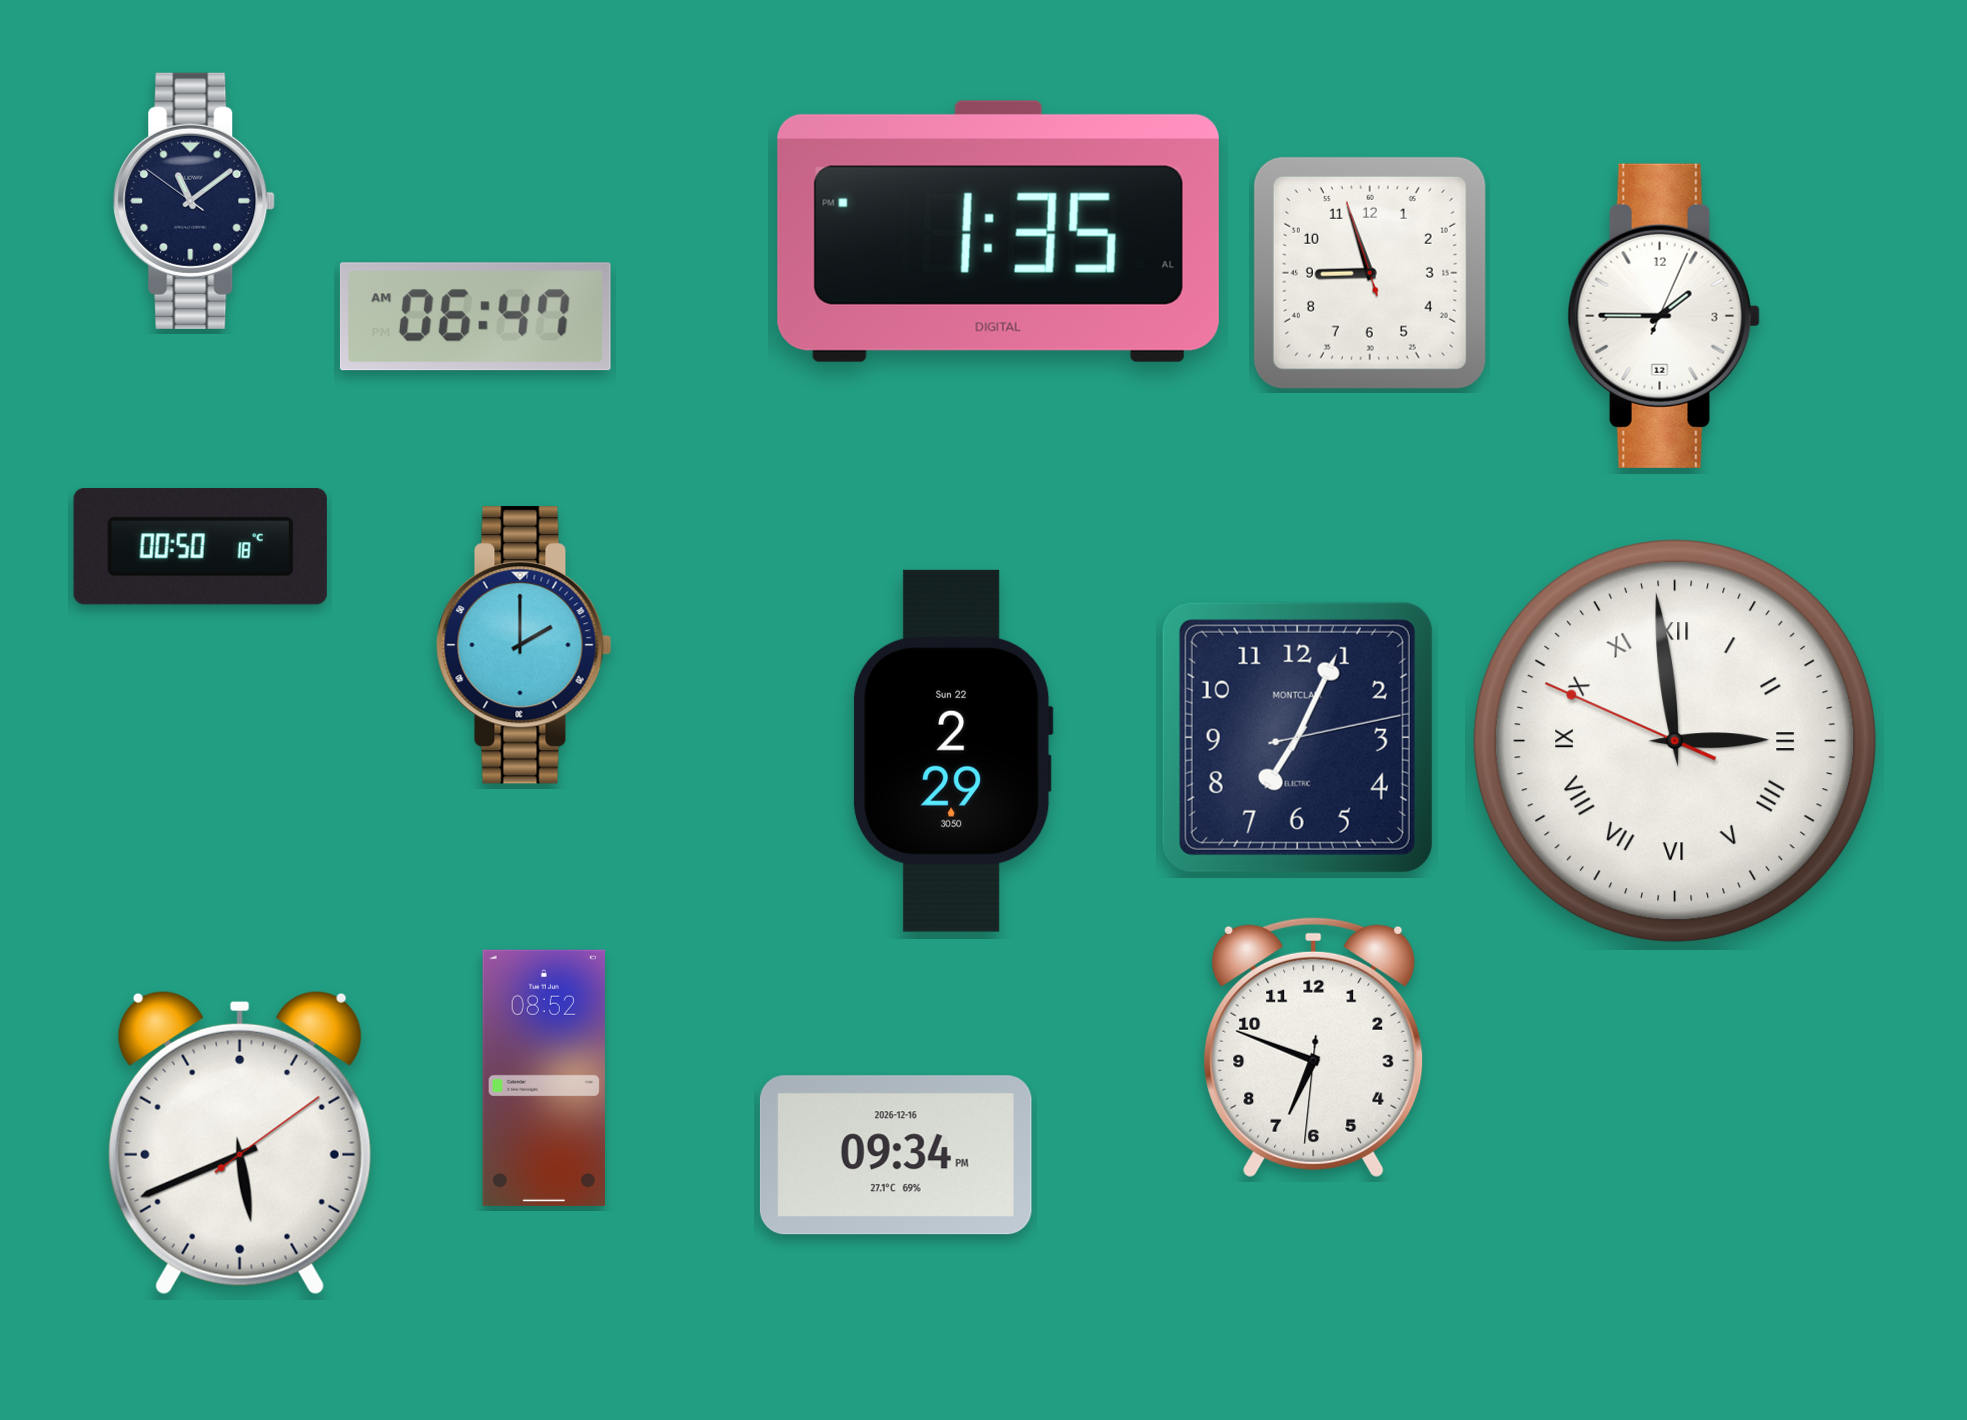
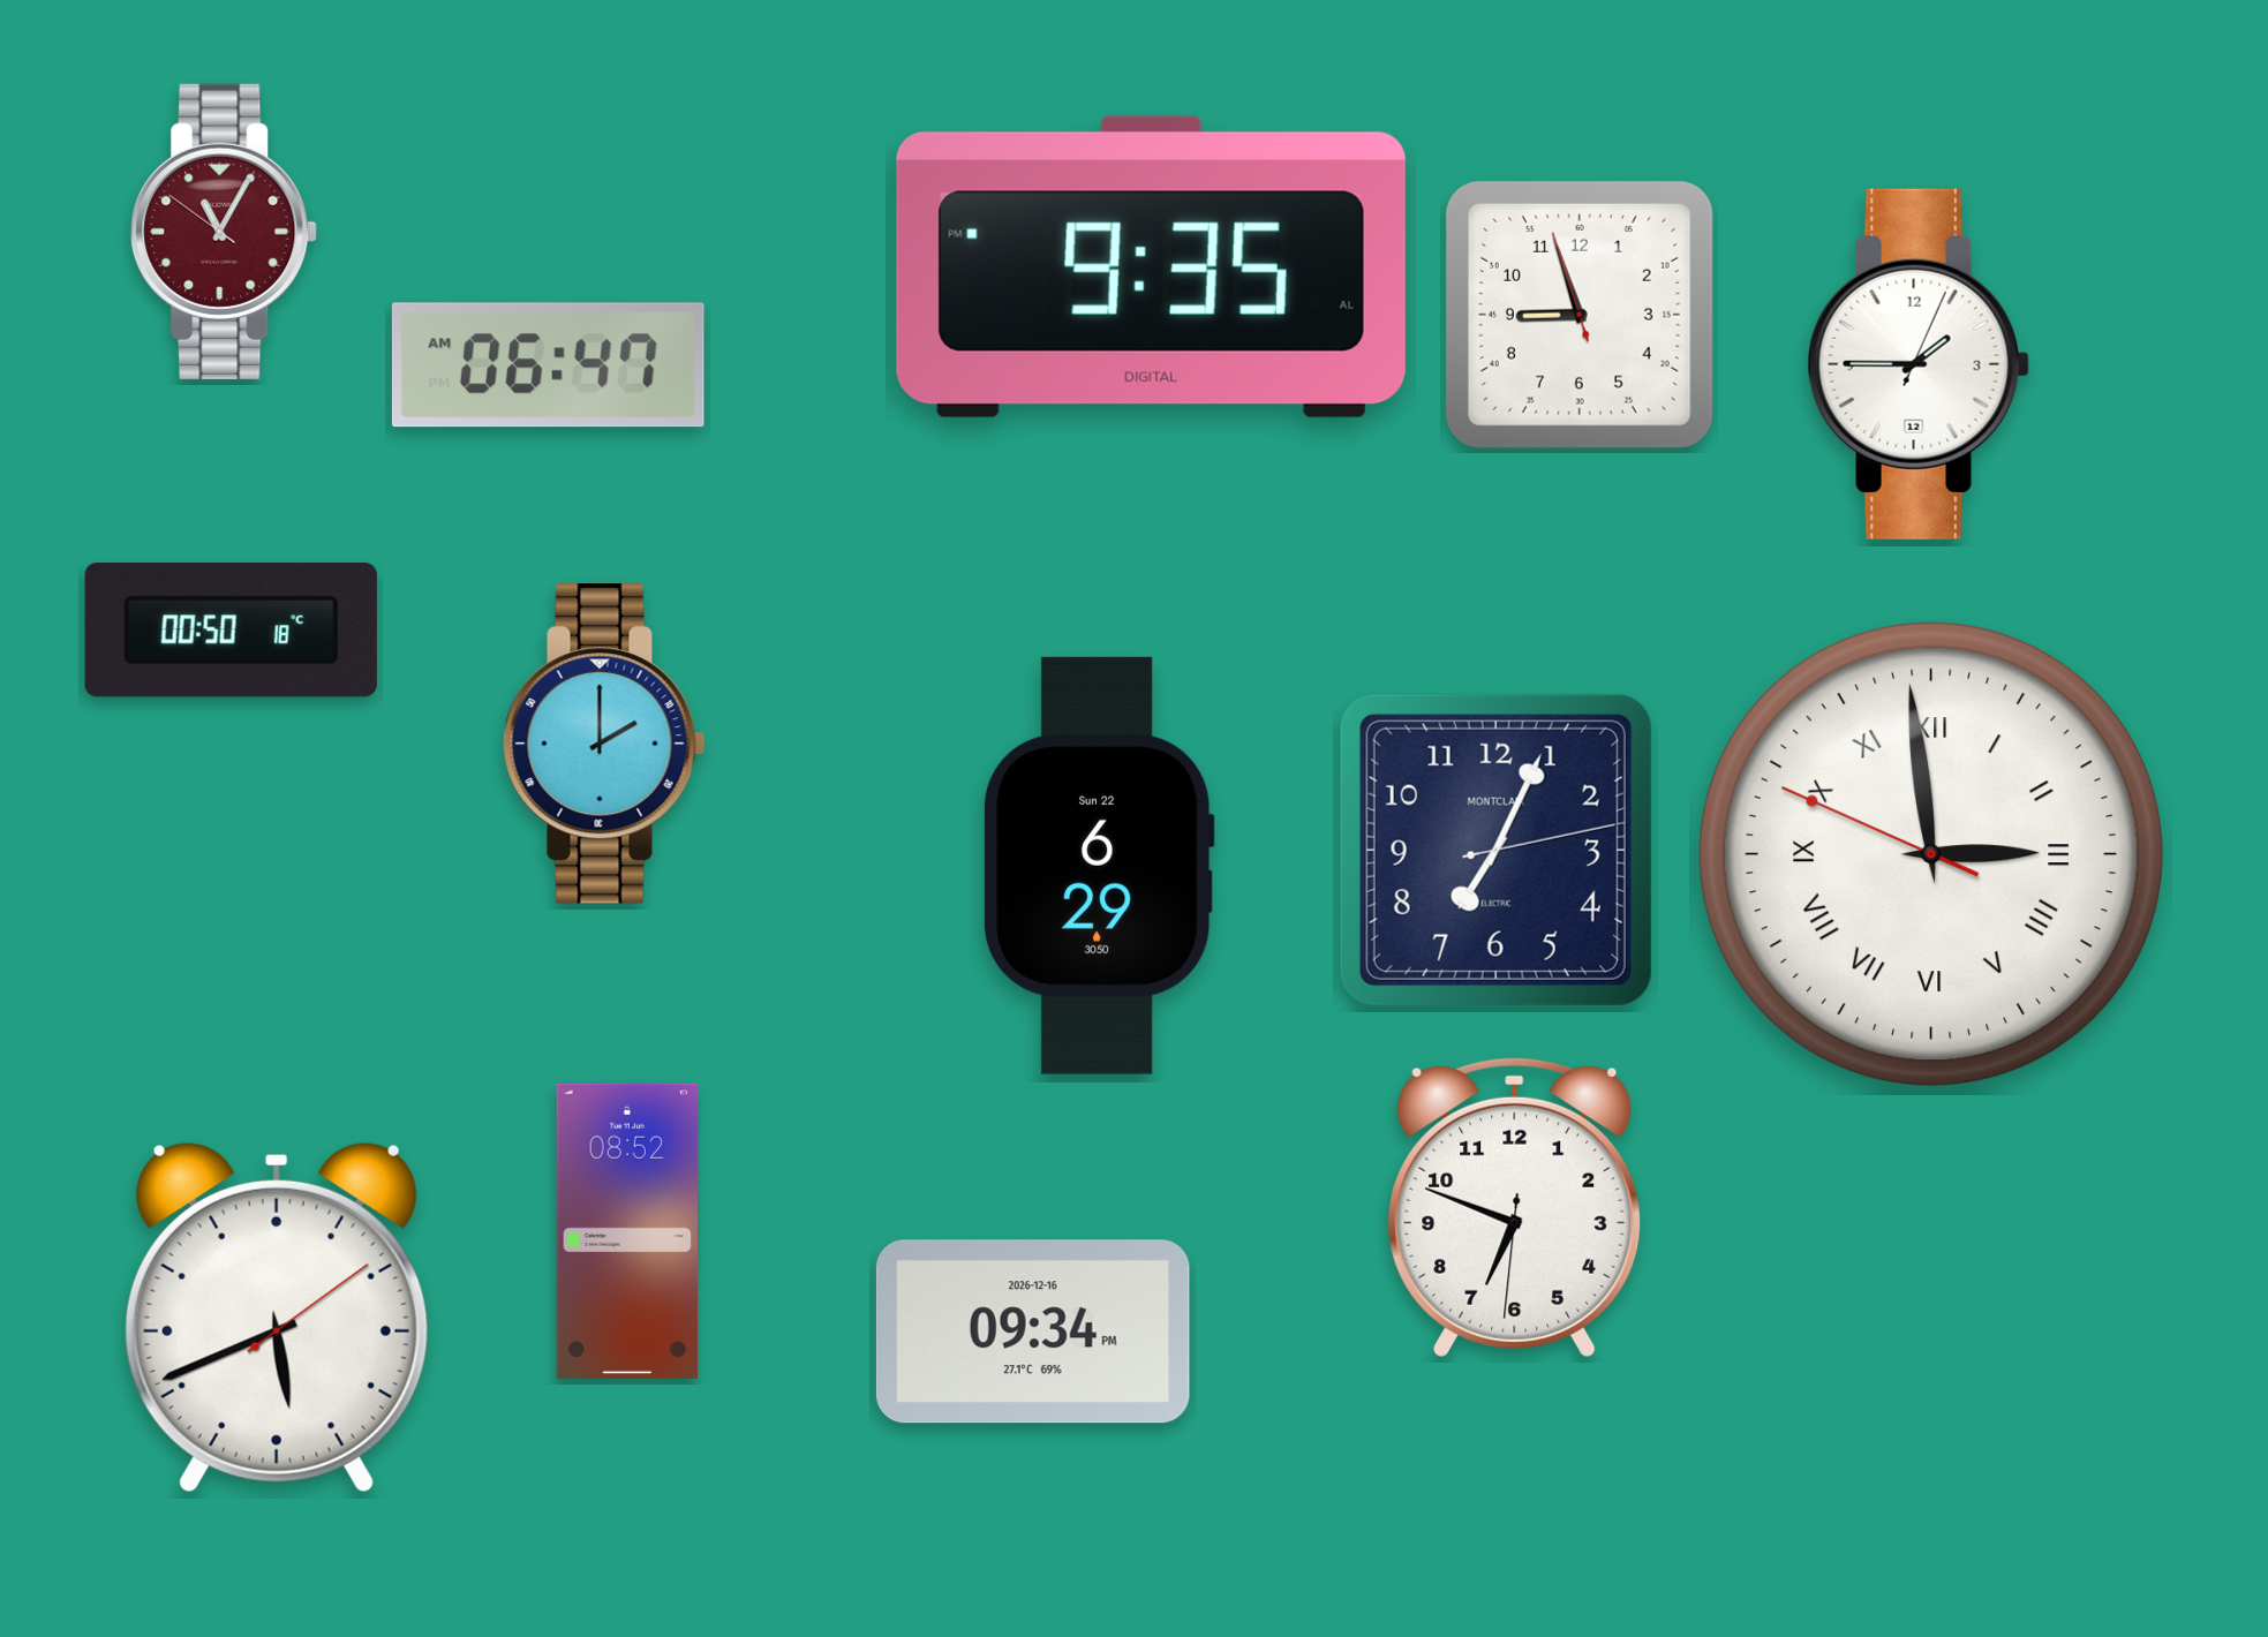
clock at (194, 201): 11:08 -> 11:04
clock at (194, 201) dial: navy -> burgundy
clock at (998, 231): 1:35 -> 9:35
clock at (953, 751): 2:29 -> 6:29
clock at (543, 1078) position: (543, 1078) -> (626, 1231)
